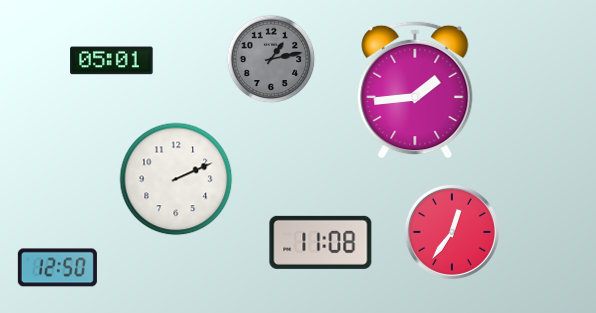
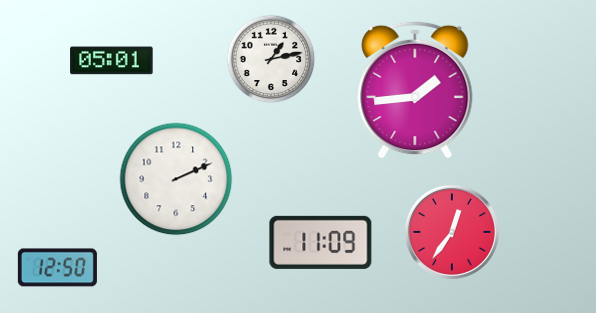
clock at (271, 59) dial: grey -> white
clock at (321, 242): 11:08 -> 11:09
